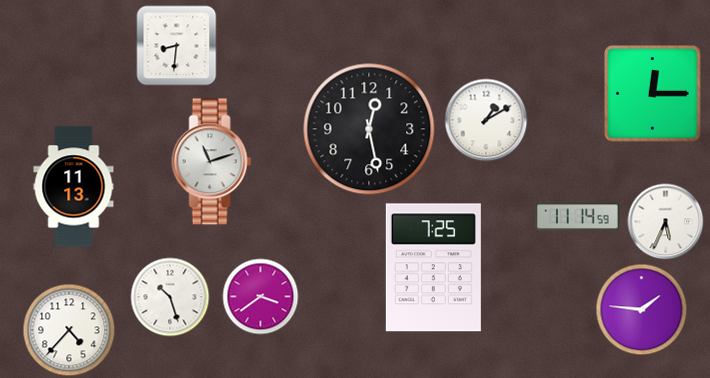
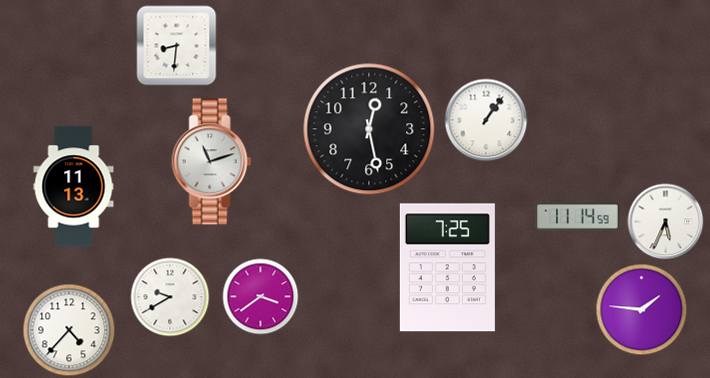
clock at (653, 94): 12:15 -> none
clock at (486, 120): 1:10 -> 1:06
clock at (433, 268) position: (433, 268) -> (447, 268)
clock at (170, 297): 10:27 -> 9:40
